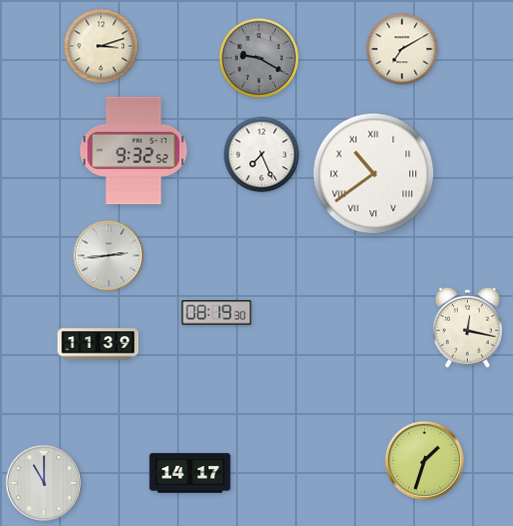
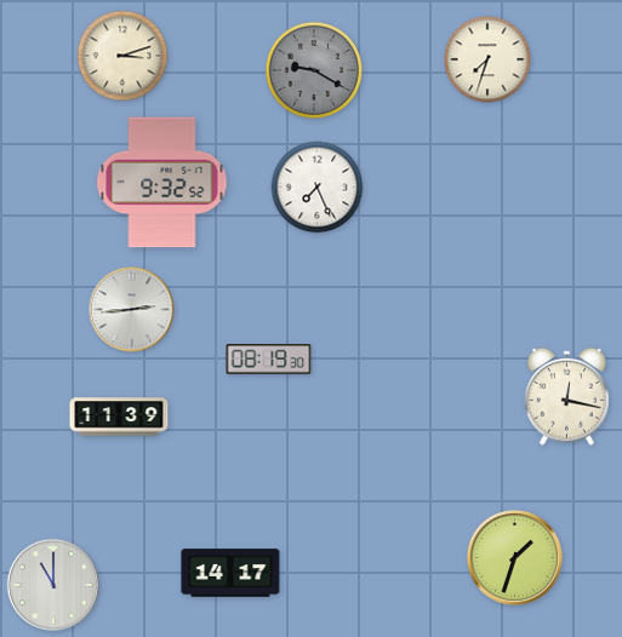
clock at (402, 49): 7:10 -> 7:33
clock at (374, 174): 10:39 -> none
clock at (217, 313) position: (217, 313) -> (269, 360)
